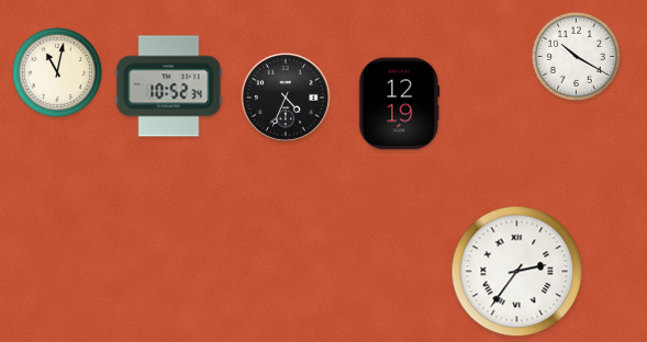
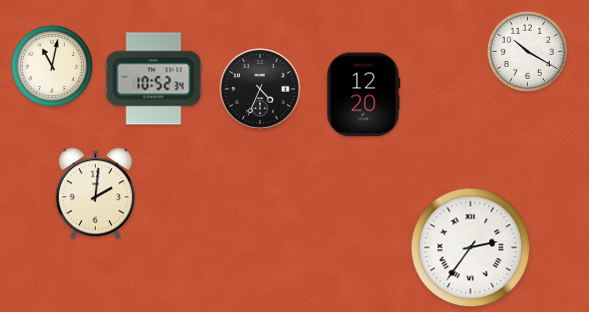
clock at (576, 56) position: (576, 56) -> (527, 51)
clock at (400, 104): 12:19 -> 12:20
clock at (95, 194): none -> 2:01
